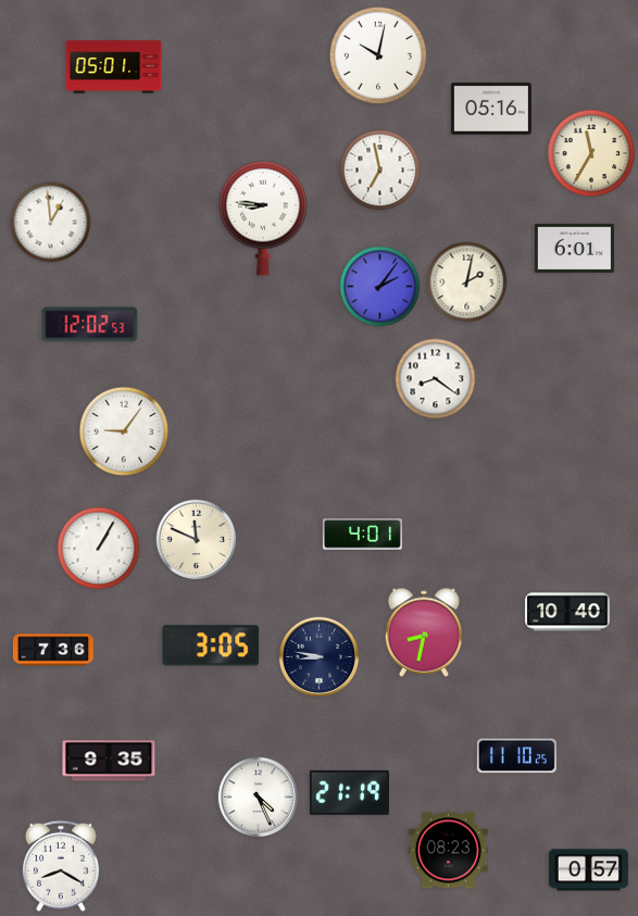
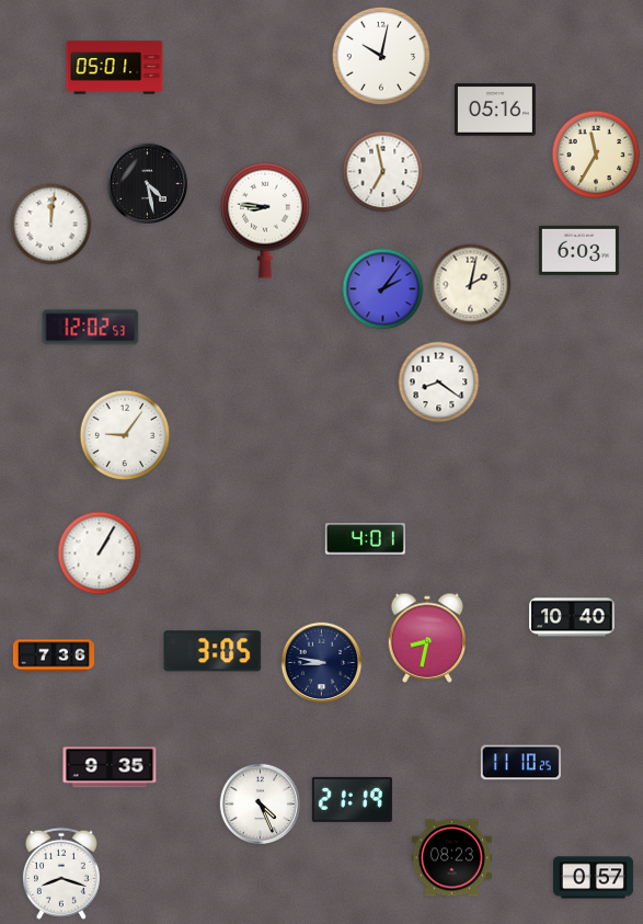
clock at (148, 184): none -> 4:28
clock at (51, 223): 12:59 -> 12:01
clock at (574, 248): 6:01 -> 6:03
clock at (197, 540): 11:49 -> none
clock at (61, 866): 8:20 -> 8:18
